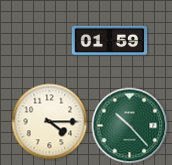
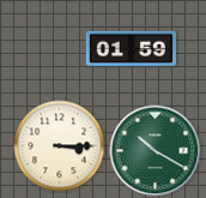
clock at (50, 122): 4:15 -> 3:15
clock at (130, 126): 10:23 -> 10:20
